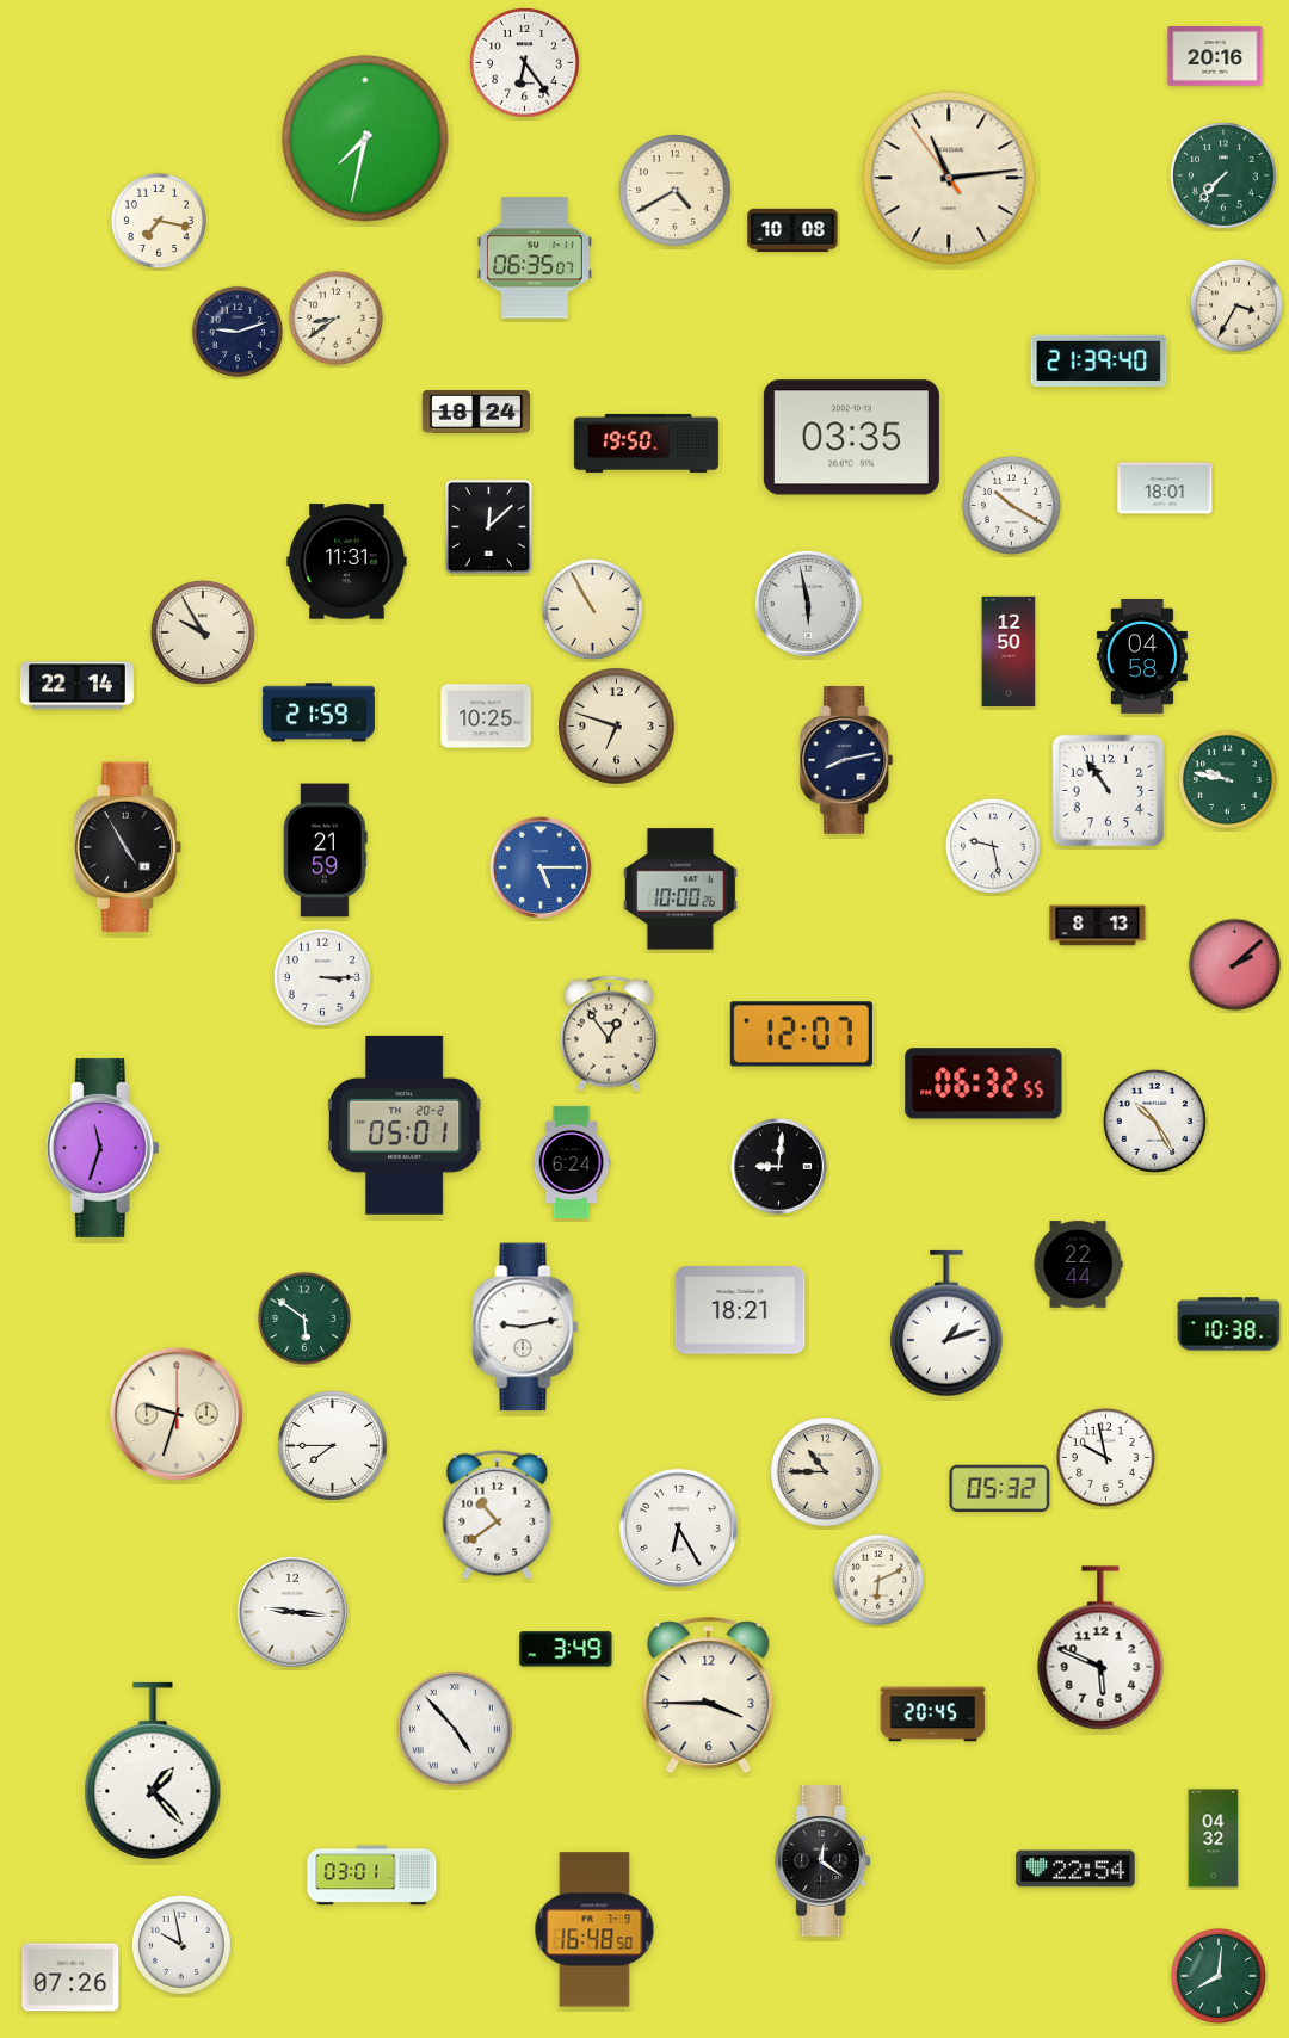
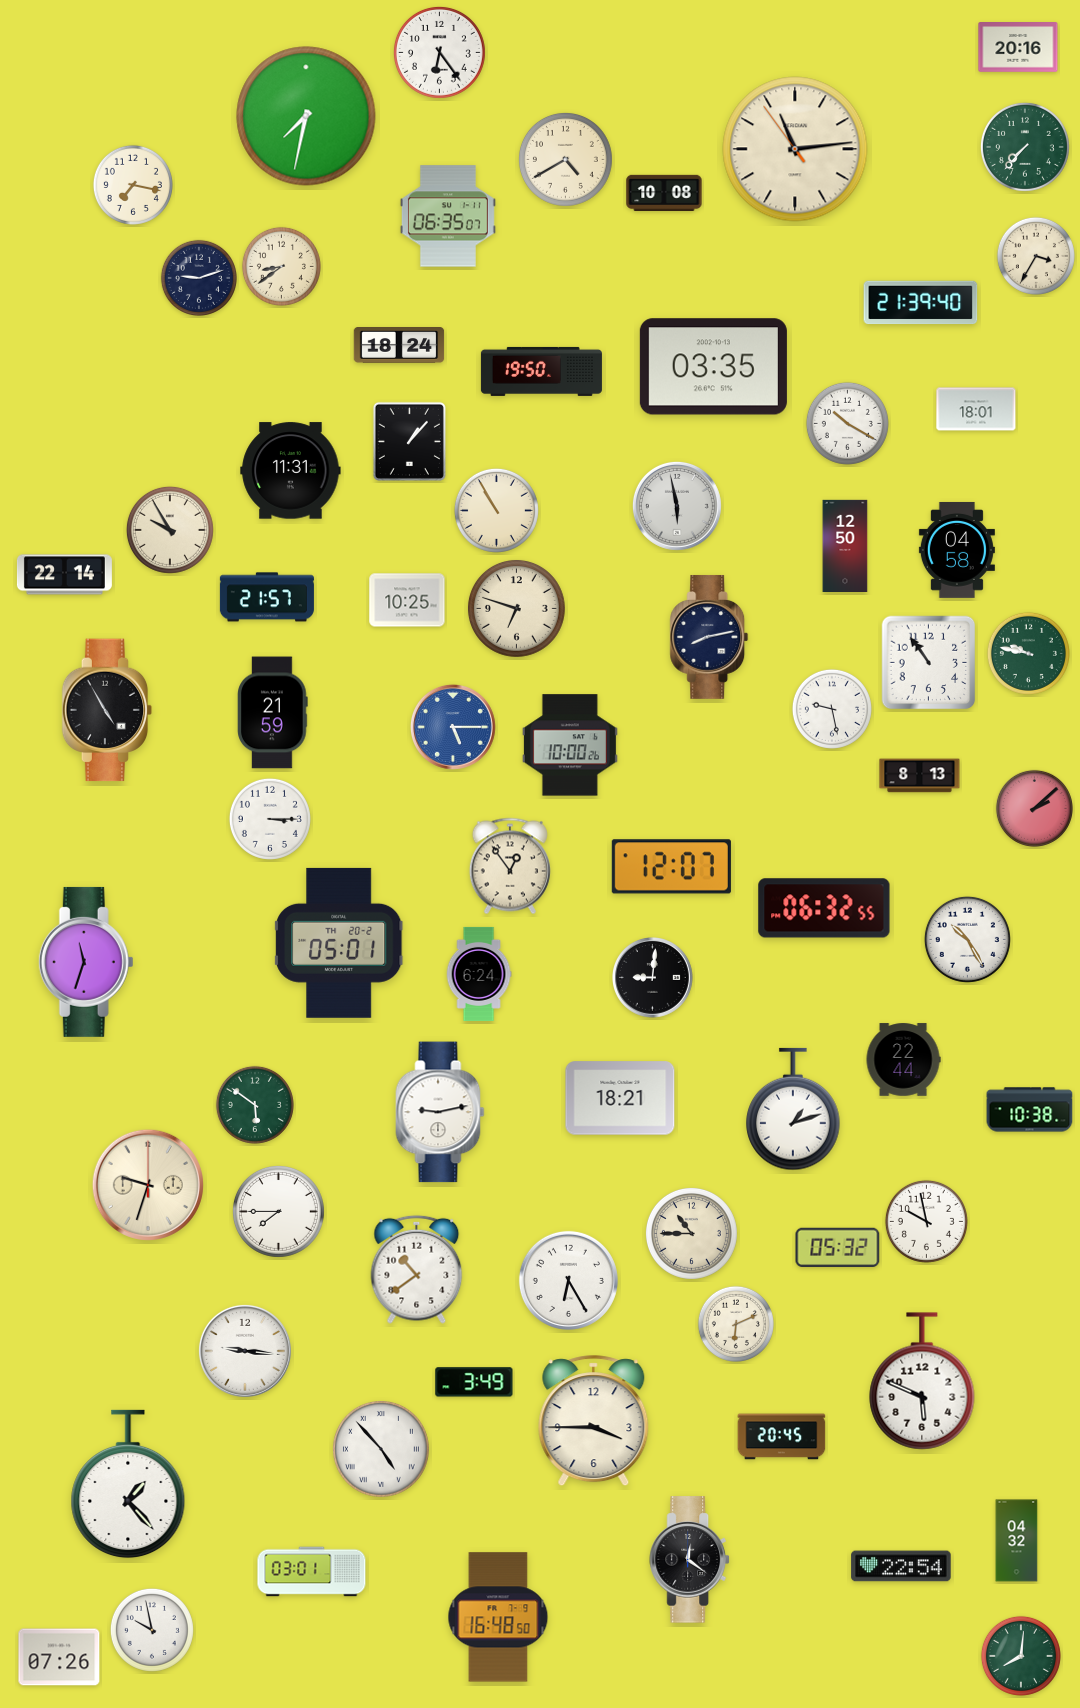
clock at (488, 526): 12:08 -> 1:07
clock at (319, 712): 21:59 -> 21:57
